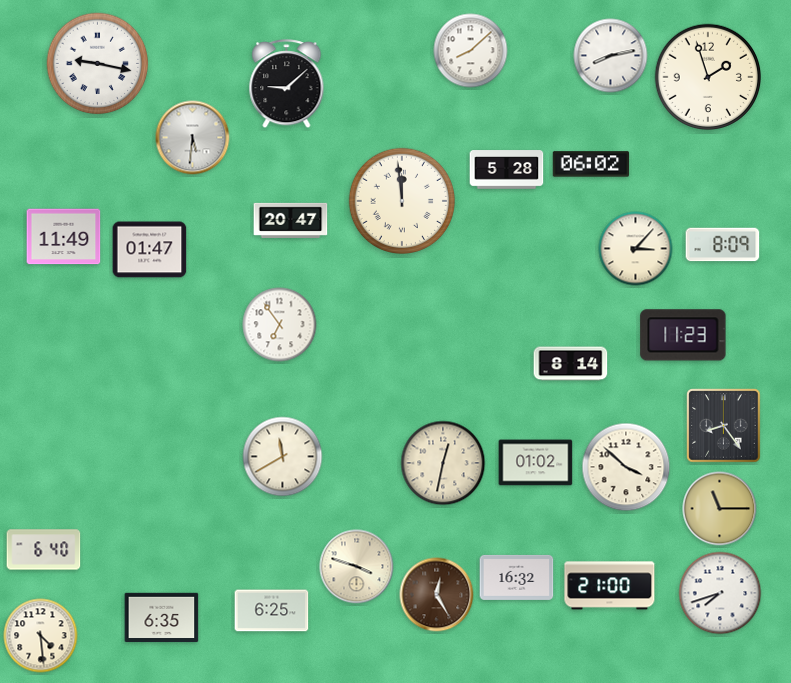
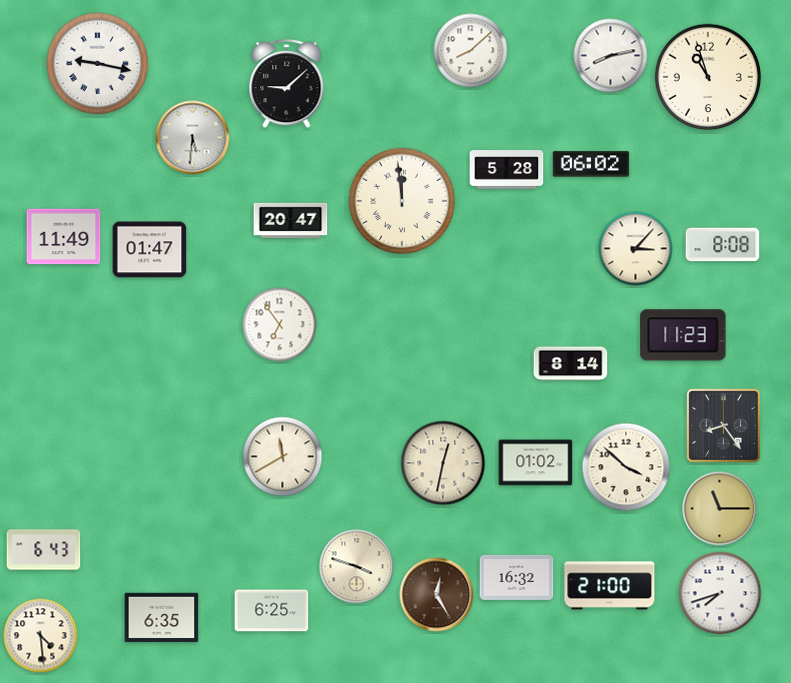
clock at (707, 76): 1:57 -> 10:57
clock at (723, 245): 8:09 -> 8:08
clock at (44, 550): 6:40 -> 6:43
